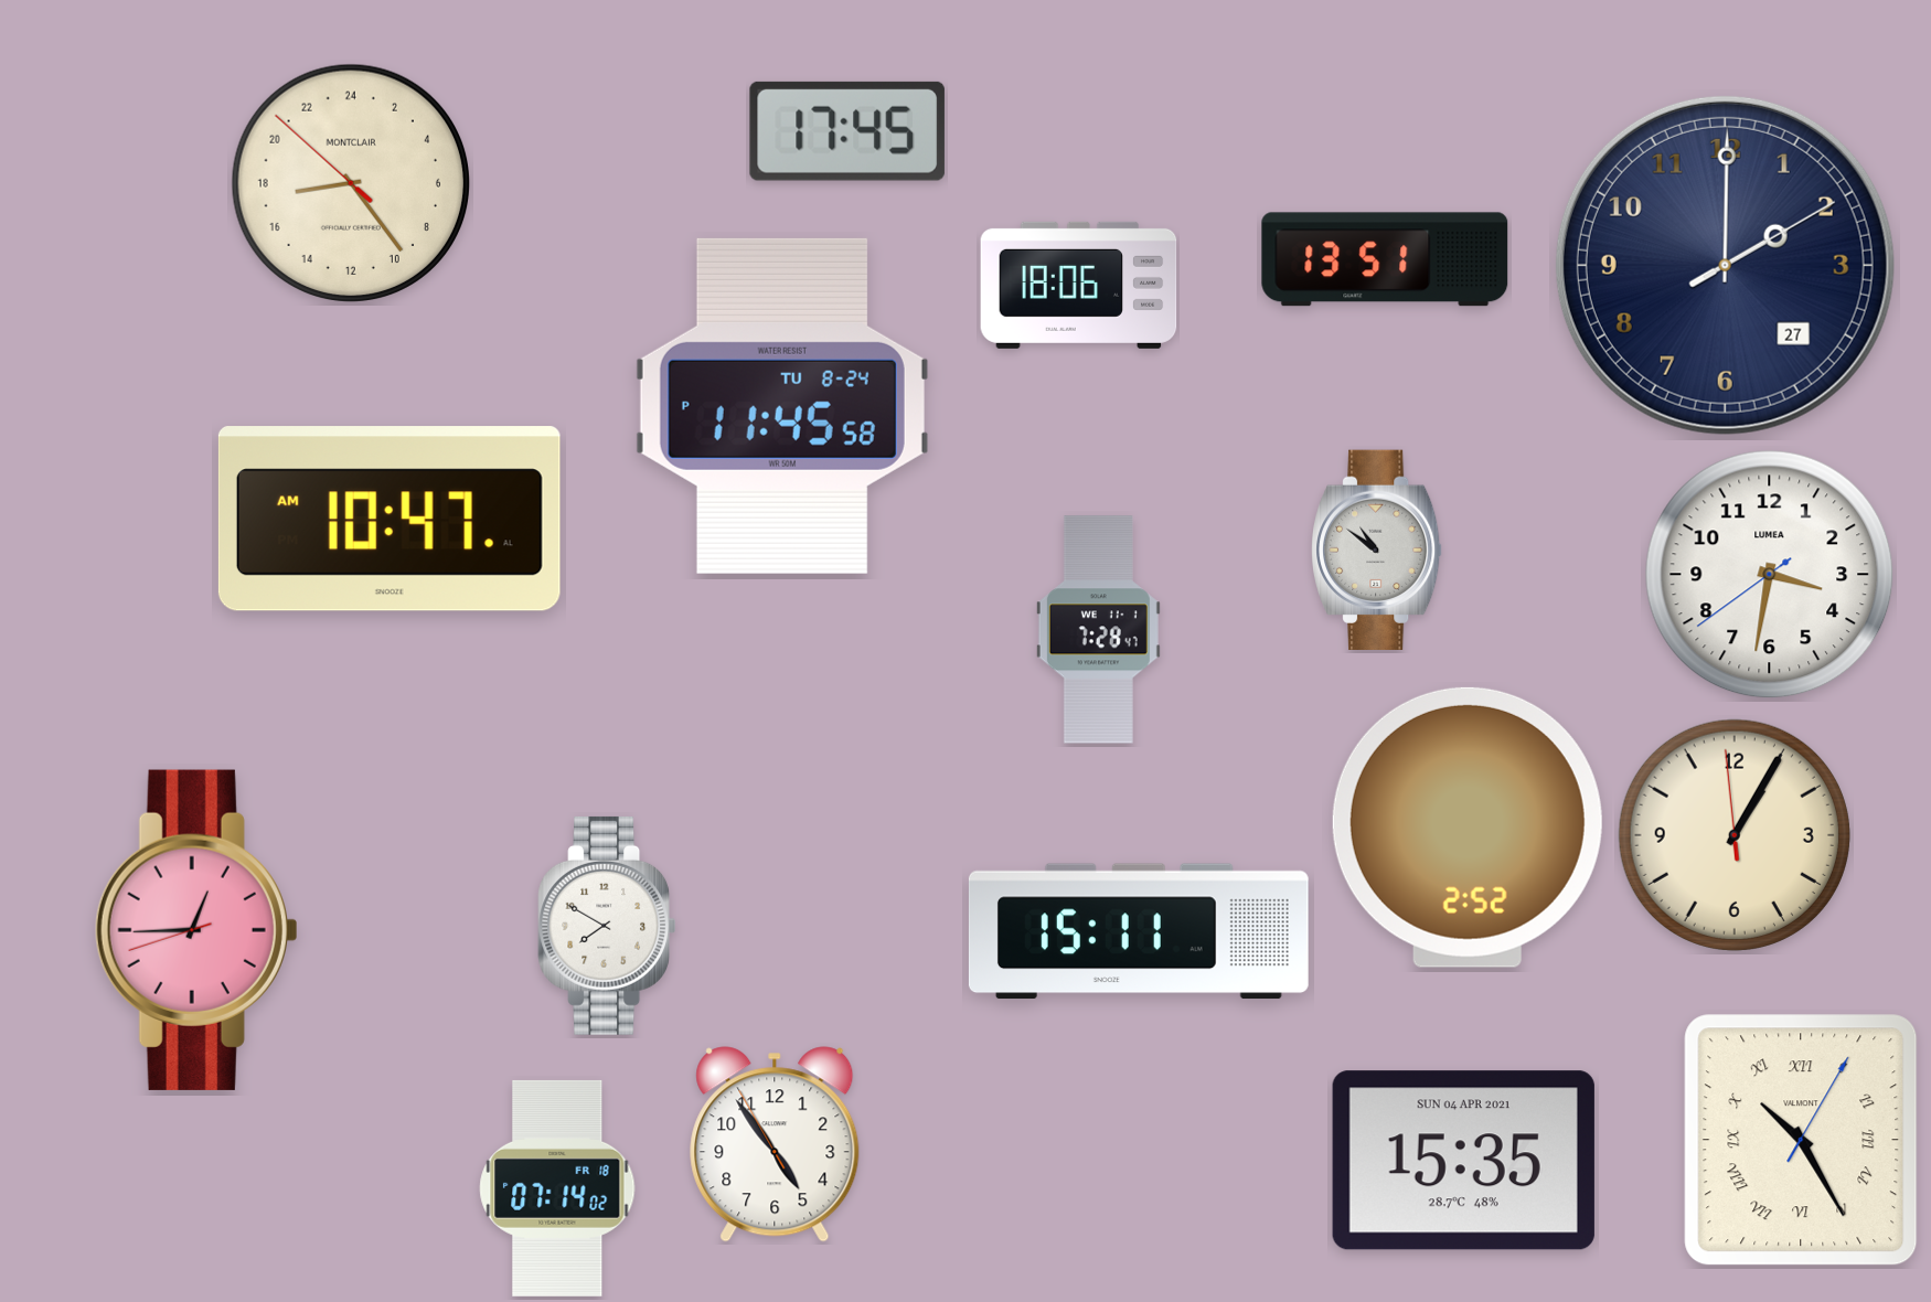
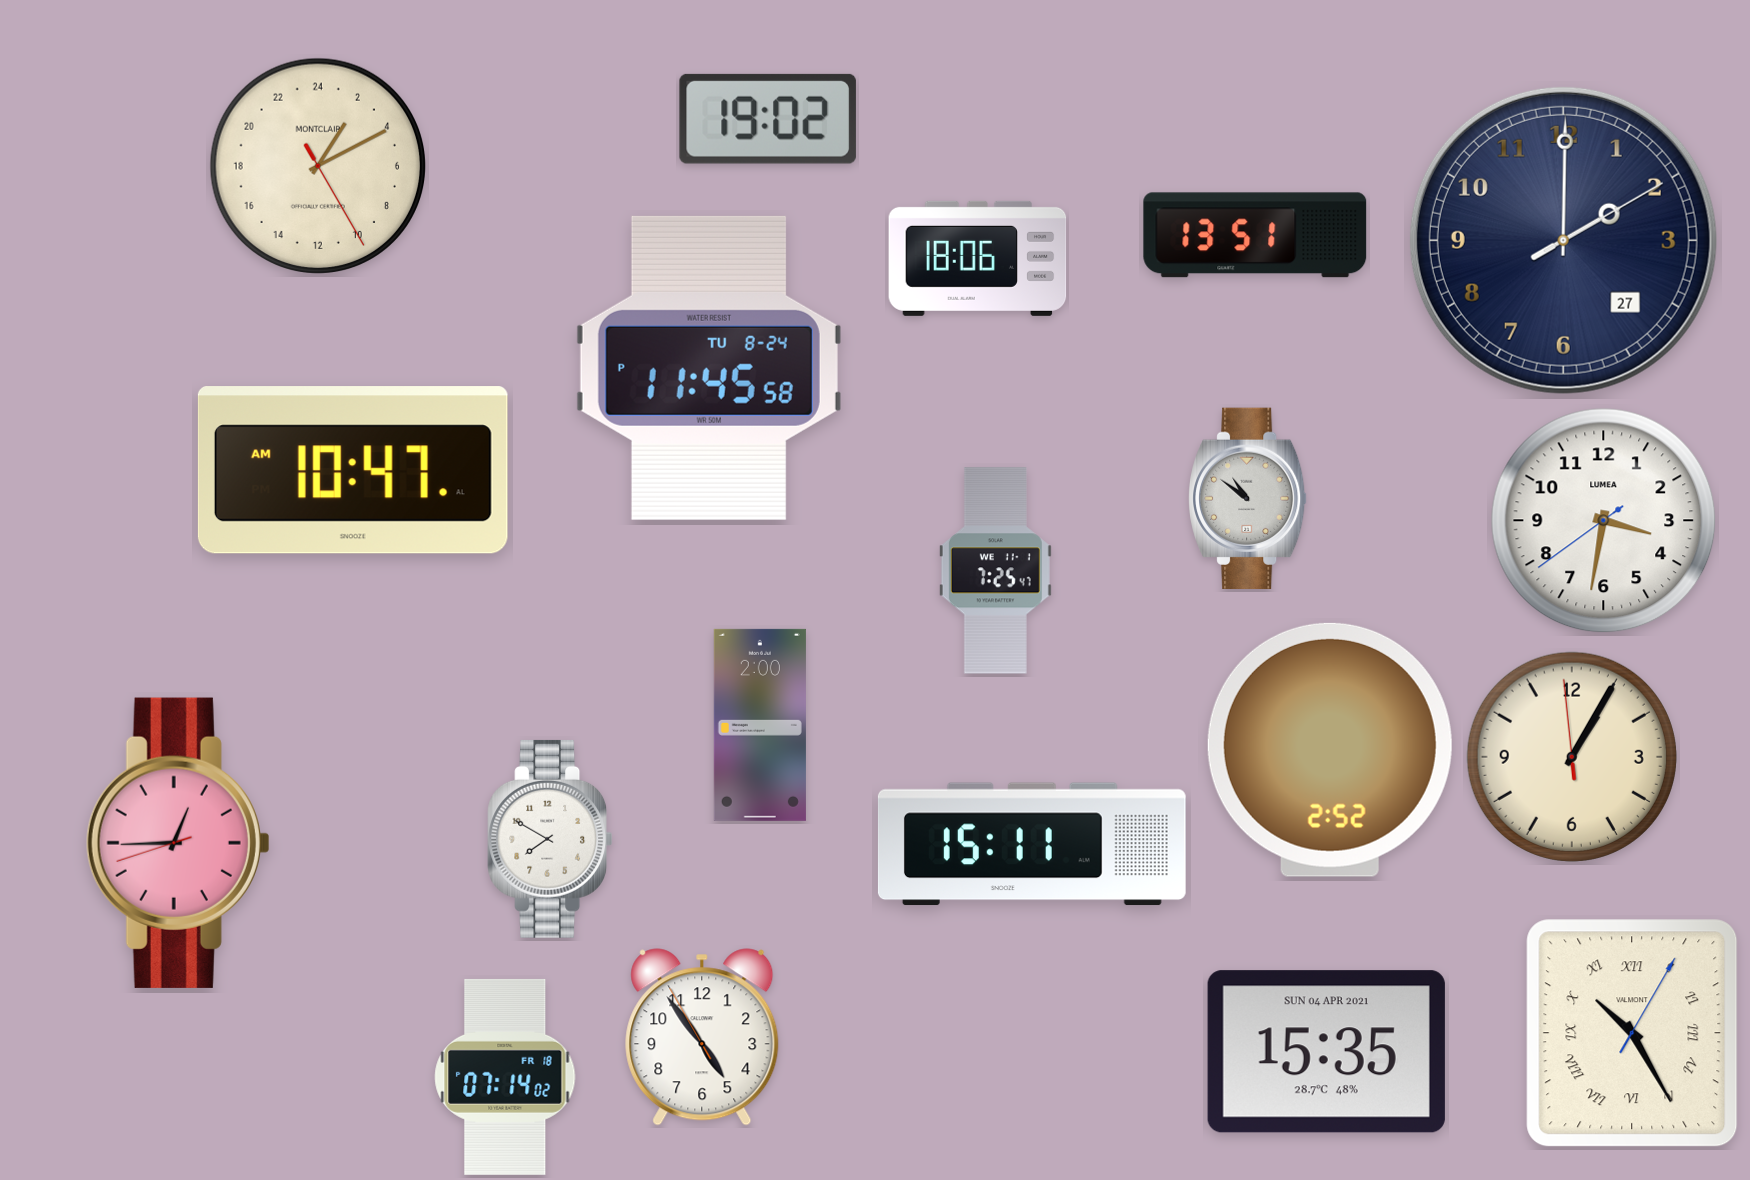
clock at (847, 131): 17:45 -> 19:02
clock at (350, 182): 17:23 -> 2:10
clock at (1098, 630): 7:28 -> 7:25
clock at (760, 725): none -> 2:00
